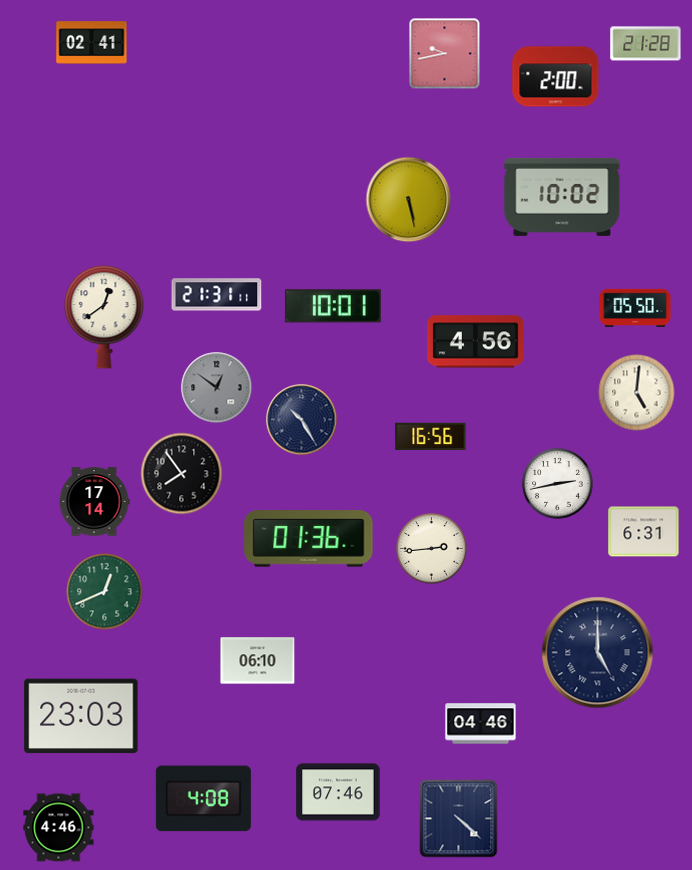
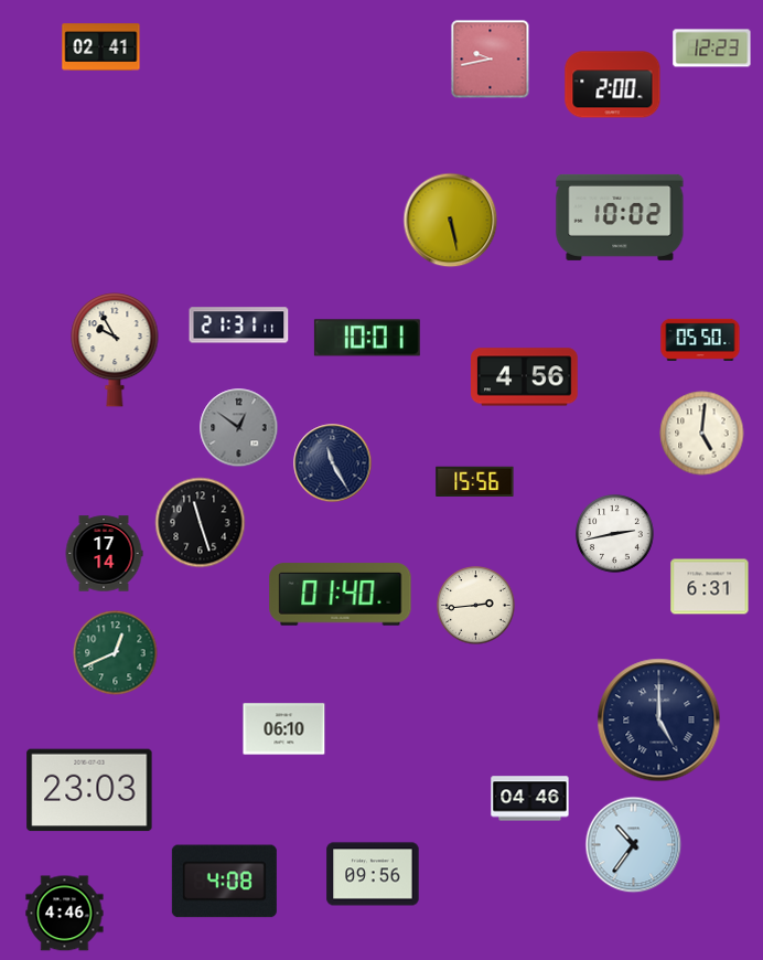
clock at (646, 44): 21:28 -> 12:23
clock at (104, 317): 12:39 -> 9:55
clock at (302, 420): 10:25 -> 11:25
clock at (431, 436): 16:56 -> 15:56
clock at (182, 474): 7:54 -> 11:27
clock at (309, 539): 01:36 -> 01:40
clock at (634, 845): none -> 10:36
clock at (338, 792): 07:46 -> 09:56
clock at (459, 819): 4:22 -> none
